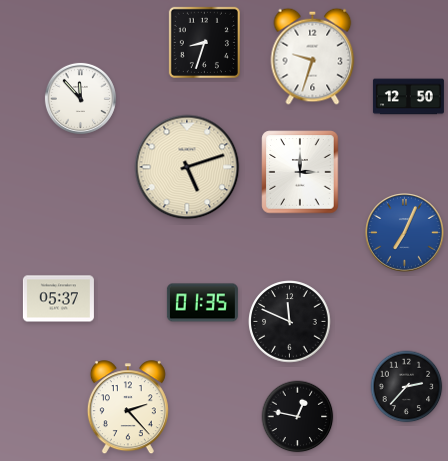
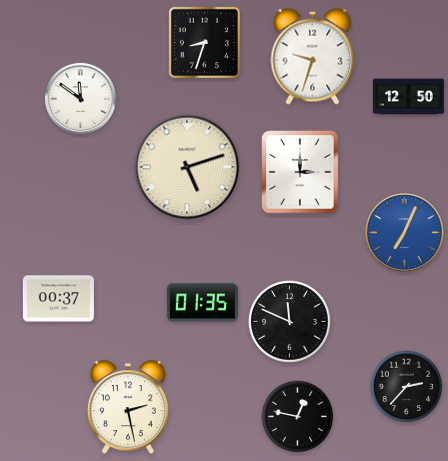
clock at (80, 98): 11:53 -> 11:51
clock at (58, 299): 05:37 -> 00:37
clock at (128, 408): 2:23 -> 2:28
